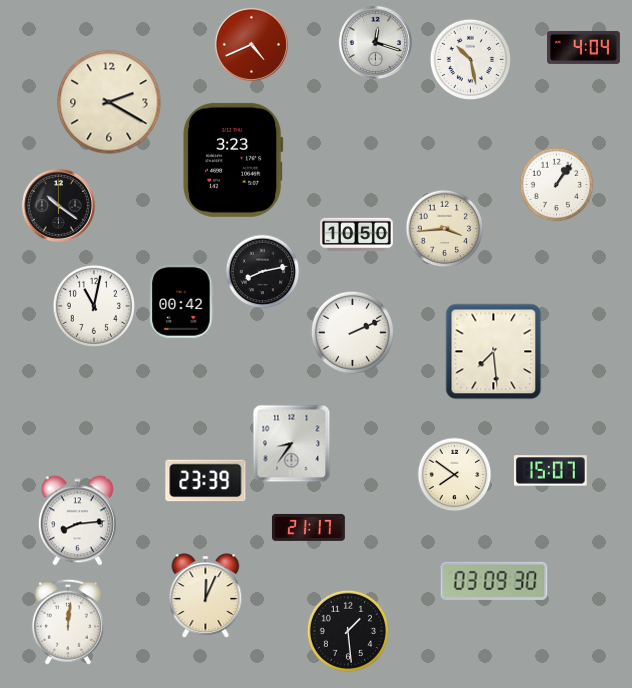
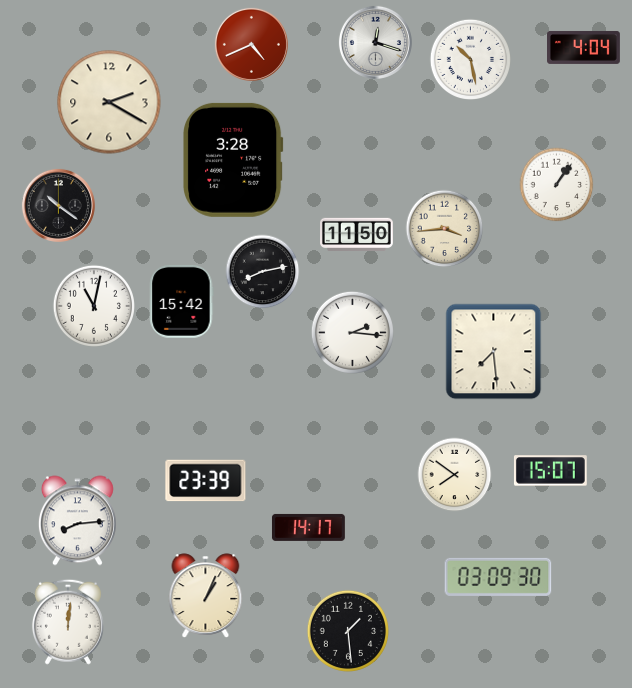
clock at (234, 160): 3:23 -> 3:28
clock at (357, 234): 10:50 -> 11:50
clock at (182, 301): 00:42 -> 15:42
clock at (352, 332): 2:11 -> 2:16
clock at (292, 444): 8:36 -> none
clock at (308, 527): 21:17 -> 14:17
clock at (494, 581) position: (494, 581) -> (498, 577)
clock at (206, 596): 12:04 -> 1:04
